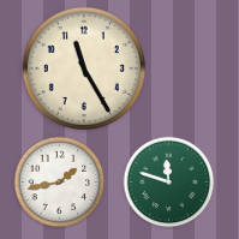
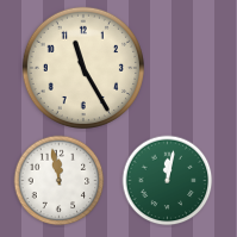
clock at (60, 183): 1:43 -> 11:58
clock at (169, 183): 11:48 -> 12:02
